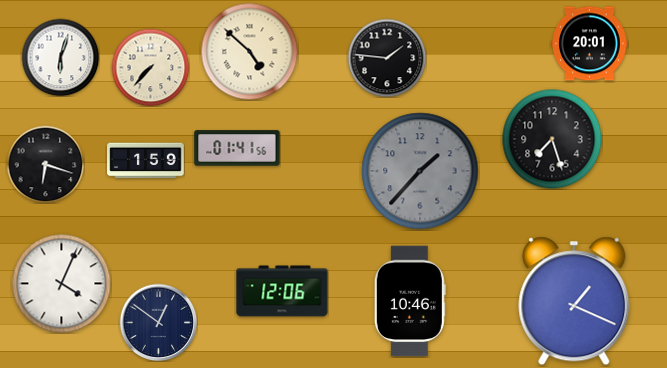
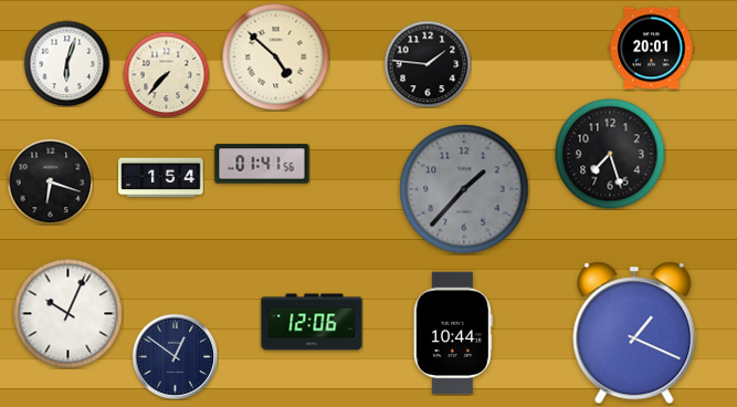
clock at (146, 161): 1:59 -> 1:54
clock at (62, 284): 4:04 -> 10:04
clock at (410, 301): 10:46 -> 10:44
